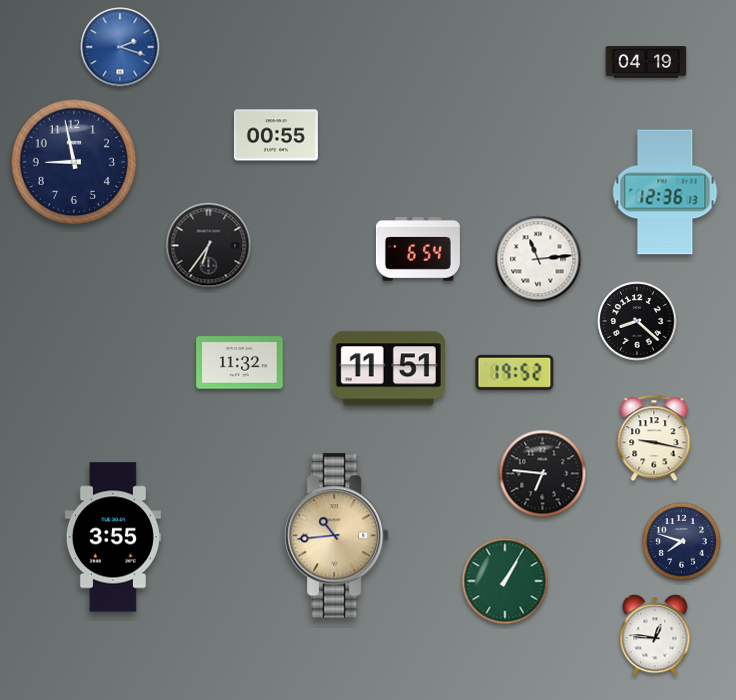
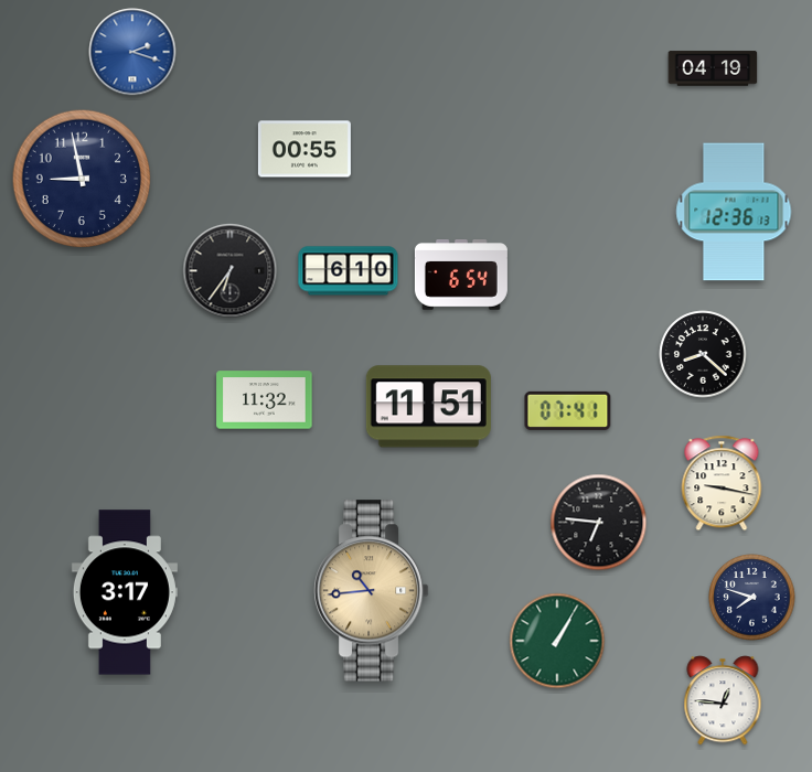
clock at (349, 271): none -> 6:10
clock at (538, 259): 11:14 -> none
clock at (515, 372): 19:52 -> 07:41
clock at (113, 537): 3:55 -> 3:17
